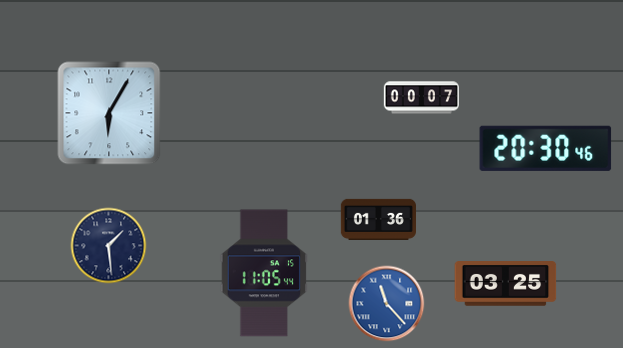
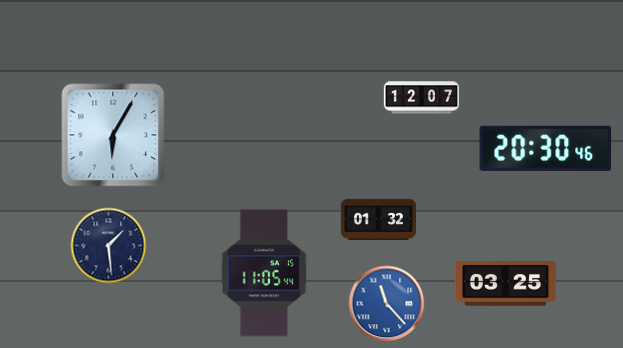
clock at (421, 98): 00:07 -> 12:07
clock at (109, 113) position: (109, 113) -> (113, 135)
clock at (378, 219): 01:36 -> 01:32
